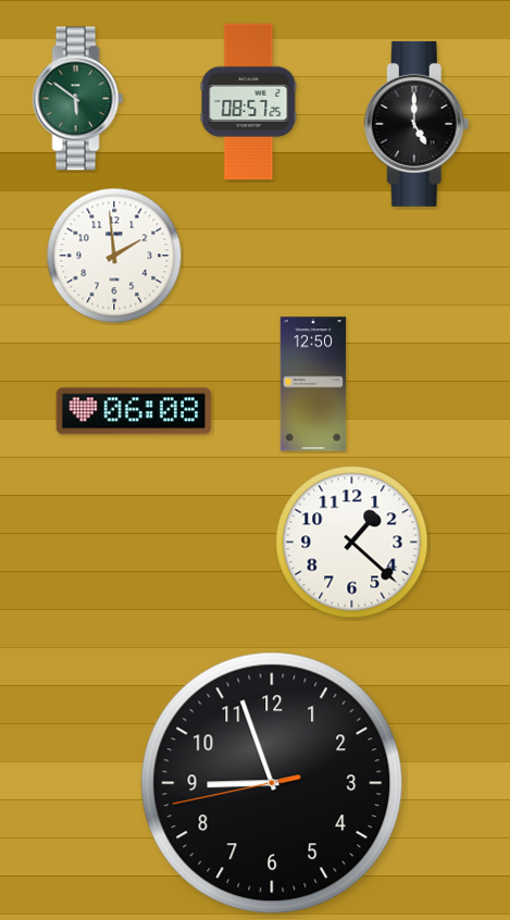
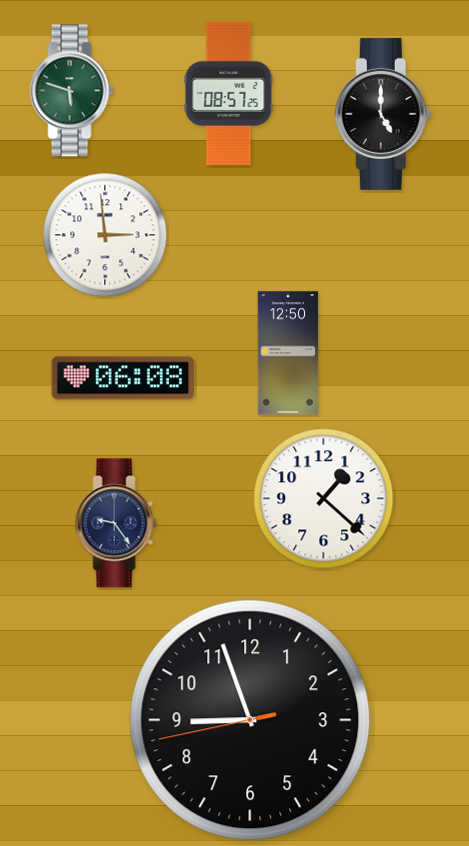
clock at (78, 99): 5:51 -> 5:48
clock at (114, 256): 1:59 -> 2:59
clock at (116, 523): none -> 9:24
